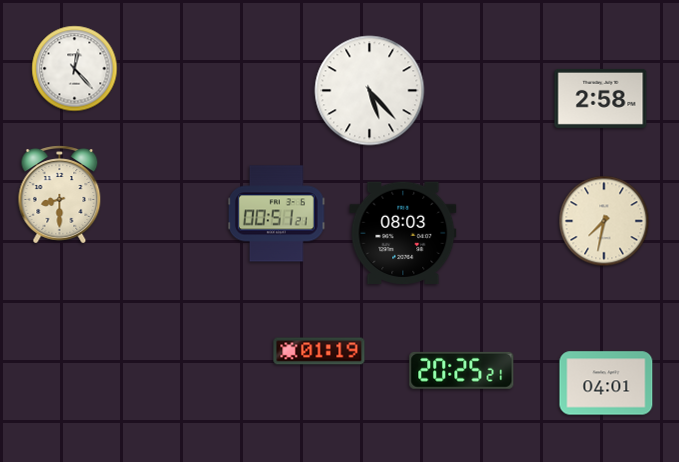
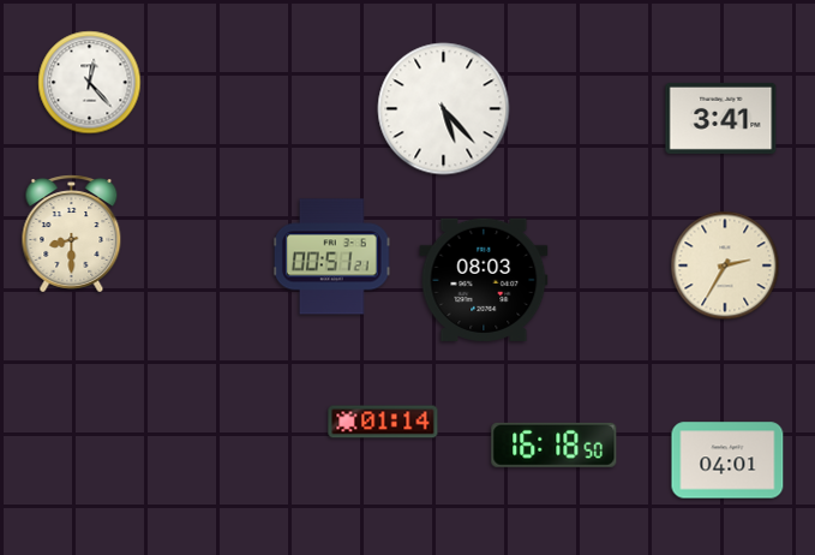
clock at (601, 98): 2:58 -> 3:41
clock at (604, 221): 7:32 -> 2:35
clock at (319, 351): 01:19 -> 01:14
clock at (462, 370): 20:25 -> 16:18
